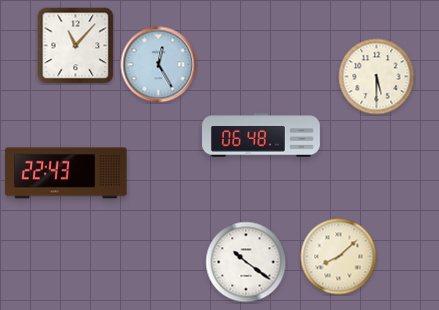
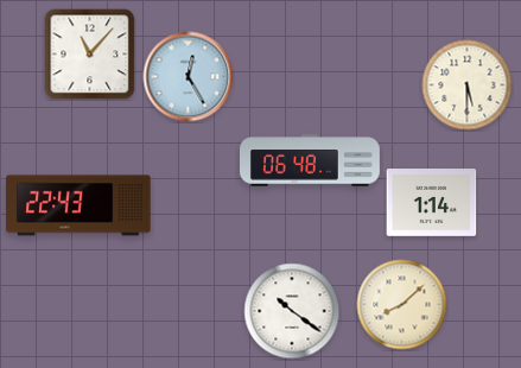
clock at (377, 77) position: (377, 77) -> (468, 85)
clock at (432, 203): none -> 1:14
